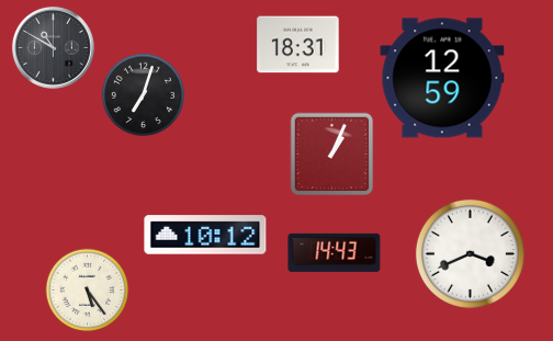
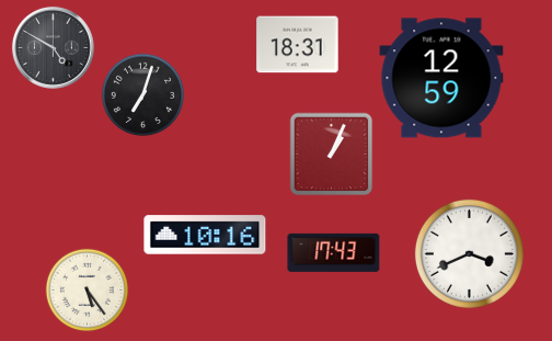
clock at (53, 47): 10:50 -> 4:50
clock at (205, 235): 10:12 -> 10:16
clock at (335, 252): 14:43 -> 17:43
